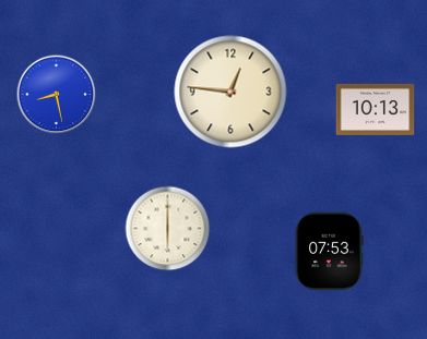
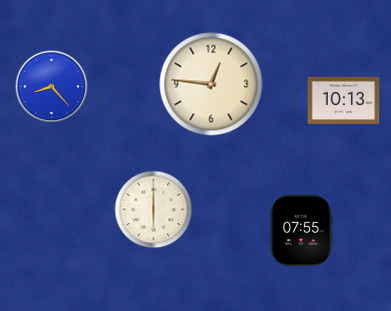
clock at (57, 95): 8:28 -> 8:23
clock at (329, 252): 07:53 -> 07:55
